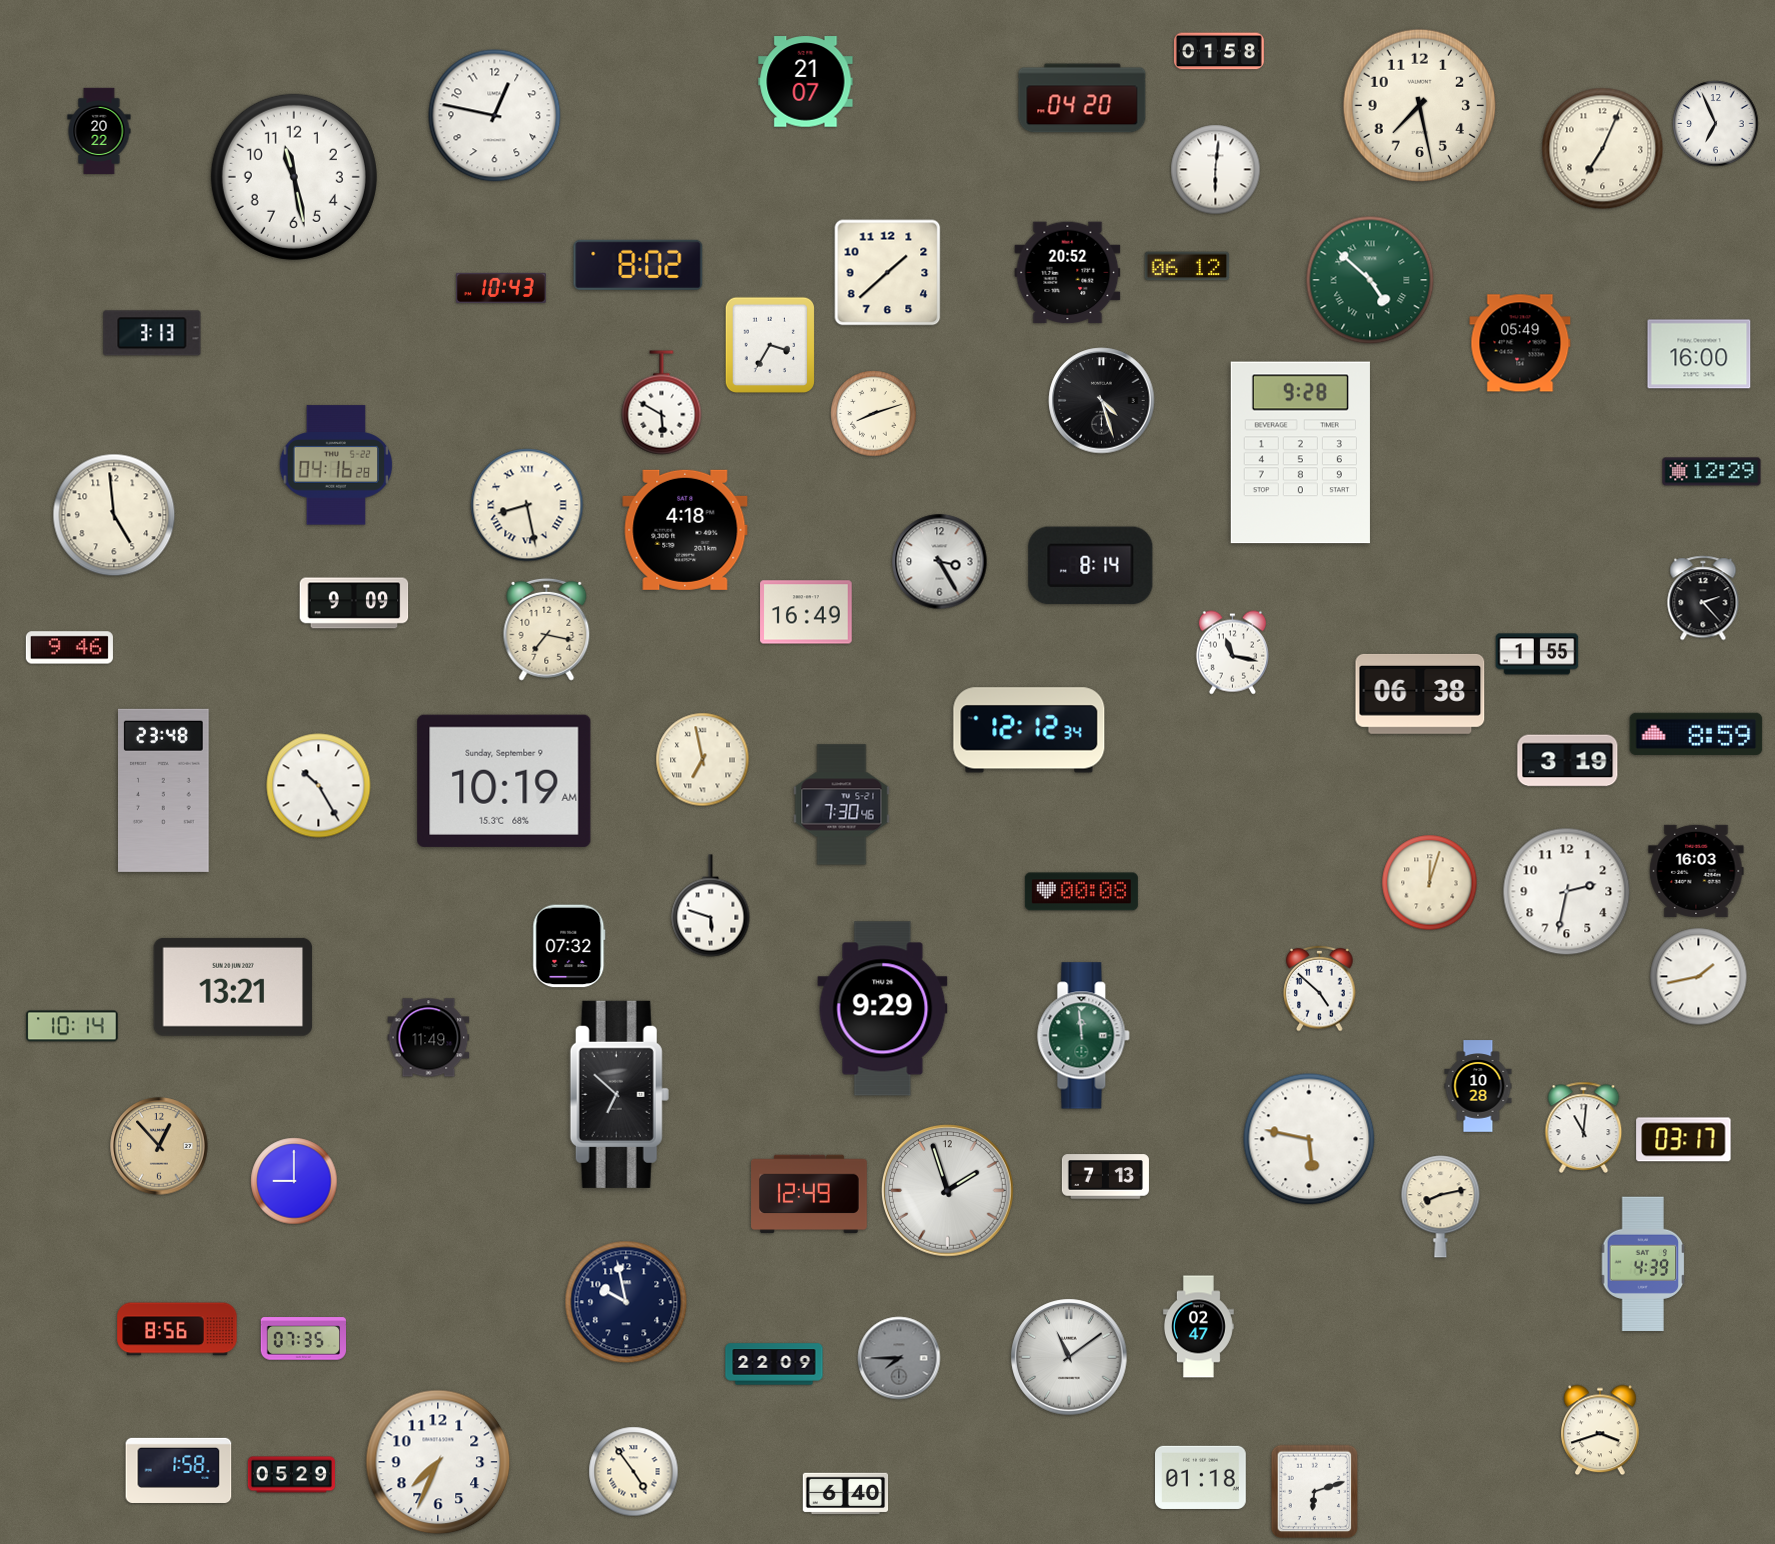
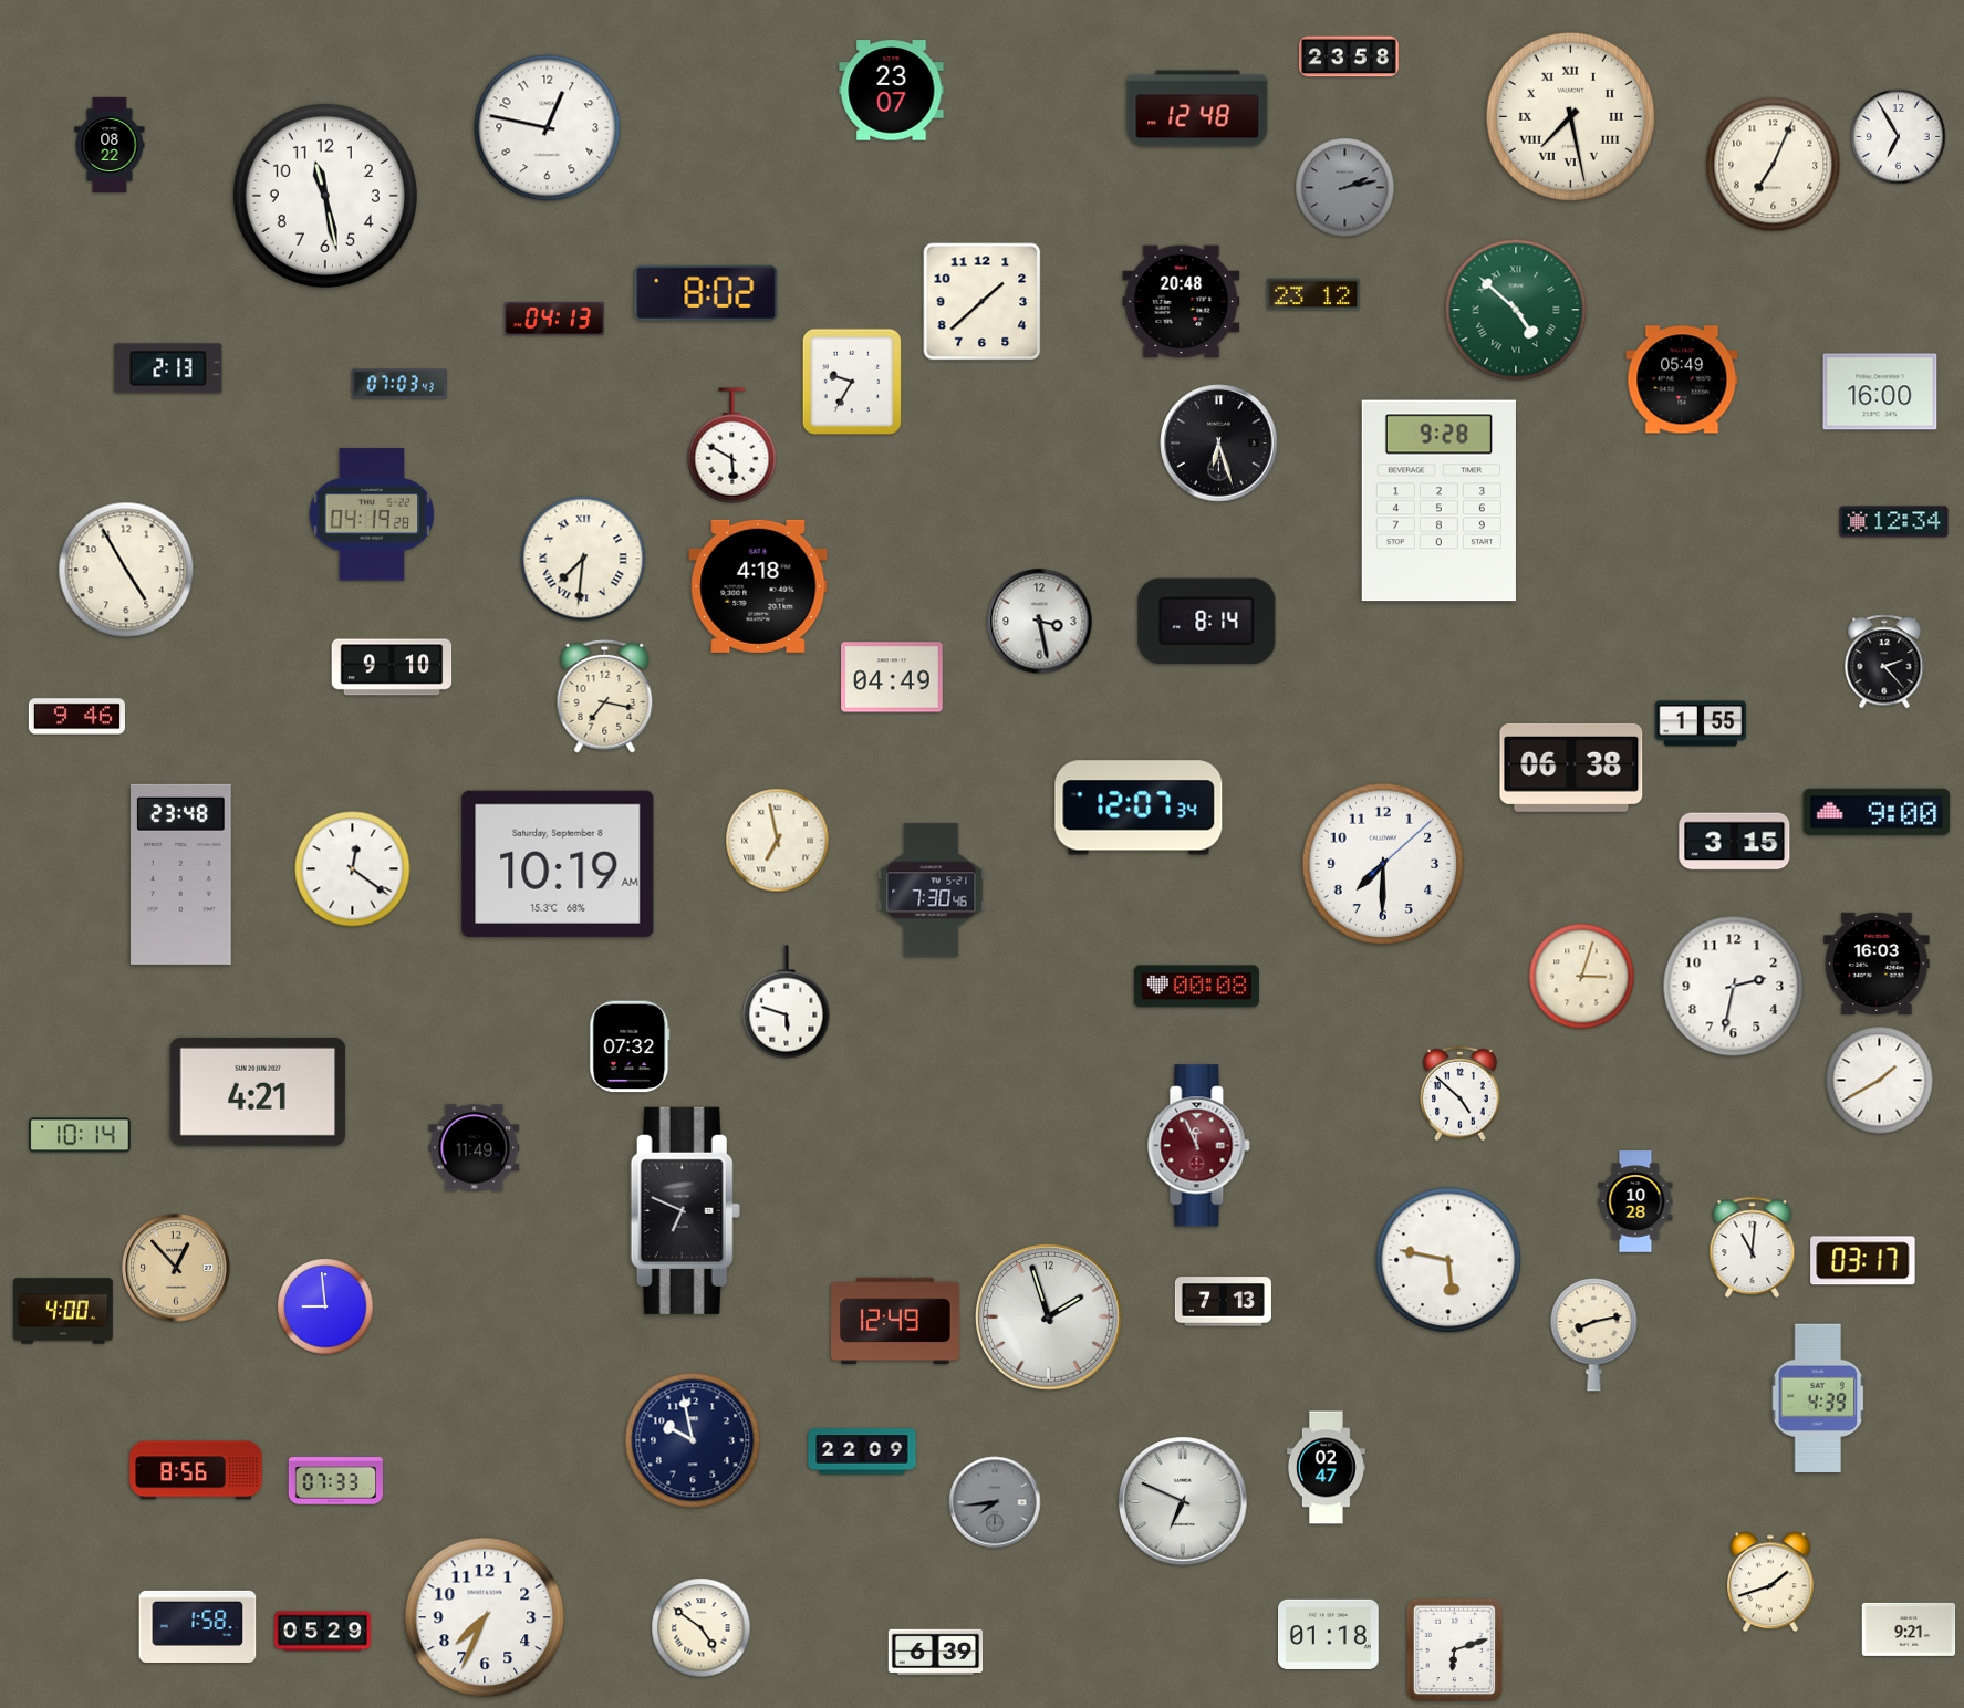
clock at (1219, 51): 01:58 -> 23:58
clock at (806, 82): 21:07 -> 23:07
clock at (1082, 98): 04:20 -> 12:48
clock at (1420, 106) numerals: Arabic -> Roman
clock at (1716, 124): 6:56 -> 6:55
clock at (99, 130): 20:22 -> 08:22
clock at (1216, 170): 6:01 -> 2:13
clock at (1216, 170) dial: white -> grey
clock at (1187, 266): 06:12 -> 23:12
clock at (1068, 273): 20:52 -> 20:48
clock at (501, 288): 10:43 -> 04:13
clock at (152, 333): 3:13 -> 2:13
clock at (769, 345): 3:35 -> 9:35
clock at (398, 384): none -> 07:03
clock at (1102, 401): 4:27 -> 6:27
clock at (874, 414): 8:12 -> none
clock at (336, 465): 04:16 -> 04:19
clock at (1712, 472): 12:29 -> 12:34
clock at (527, 505): 8:28 -> 7:31
clock at (114, 515): 4:59 -> 4:55
clock at (940, 562): 3:25 -> 3:28
clock at (1091, 566) position: (1091, 566) -> (1207, 622)
clock at (354, 603): 9:09 -> 9:10
clock at (806, 612): 16:49 -> 04:49
clock at (1232, 653): 11:17 -> none
clock at (1029, 730): 12:12 -> 12:07
clock at (1696, 733): 8:59 -> 9:00
clock at (1568, 761): 3:19 -> 3:15
clock at (504, 781) date: Sunday, September 9 -> Saturday, September 8
clock at (1383, 864): none -> 7:30
clock at (319, 786): 10:25 -> 12:21
clock at (1430, 883): 12:03 -> 3:03
clock at (1699, 977): 1:43 -> 1:40
clock at (233, 987): 13:21 -> 4:21
clock at (883, 1009): 9:29 -> none
clock at (1084, 1036): 11:59 -> 11:56
clock at (1084, 1036) dial: green -> burgundy
clock at (619, 1094): 6:52 -> 6:49
clock at (294, 1181): 9:00 -> 8:59
clock at (63, 1311): none -> 4:00
clock at (304, 1339): 07:35 -> 07:33
clock at (1069, 1357): 11:09 -> 6:49
clock at (899, 1358): 7:45 -> 7:44
clock at (774, 1364) position: (774, 1364) -> (862, 1451)
clock at (1601, 1430): 3:42 -> 1:42
clock at (634, 1472): 4:54 -> 4:51
clock at (1909, 1629): none -> 9:21
clock at (846, 1494): 6:40 -> 6:39
